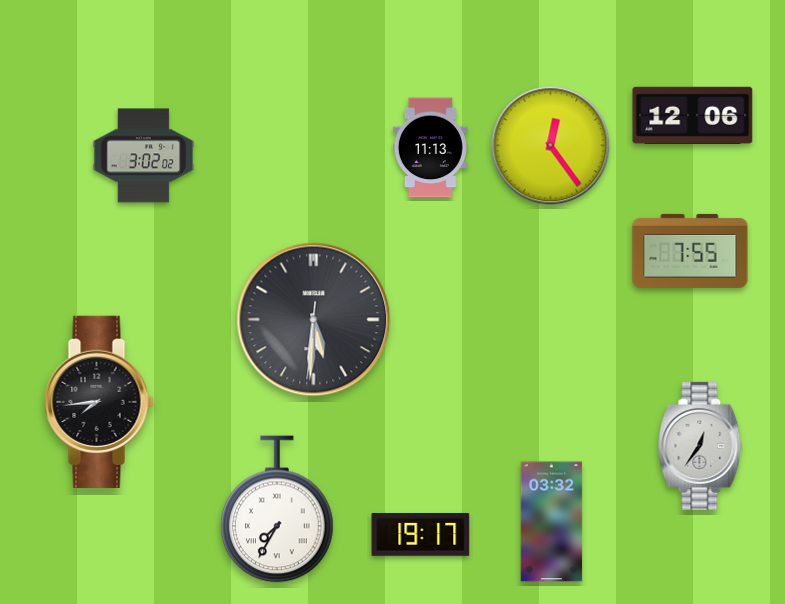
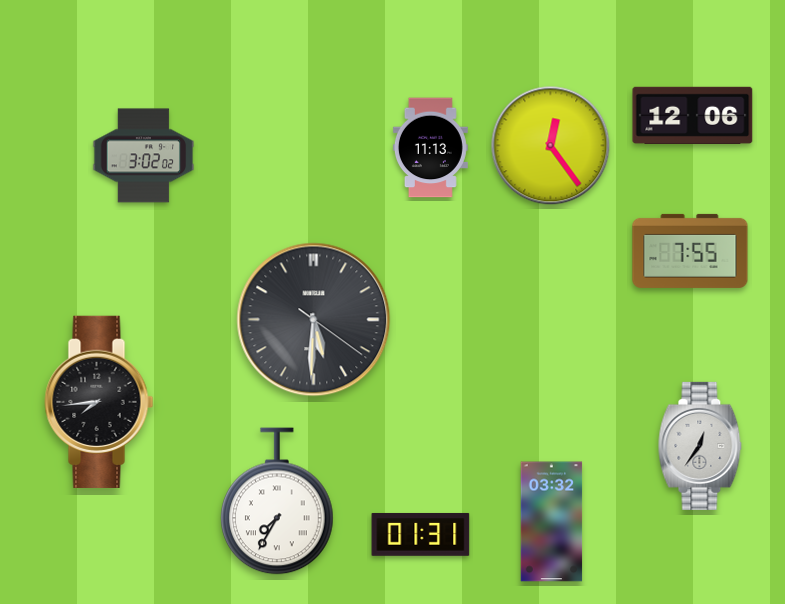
clock at (314, 320): 5:30:31 -> 5:30:21
clock at (278, 509) position: (278, 509) -> (278, 501)
clock at (421, 534): 19:17 -> 01:31
